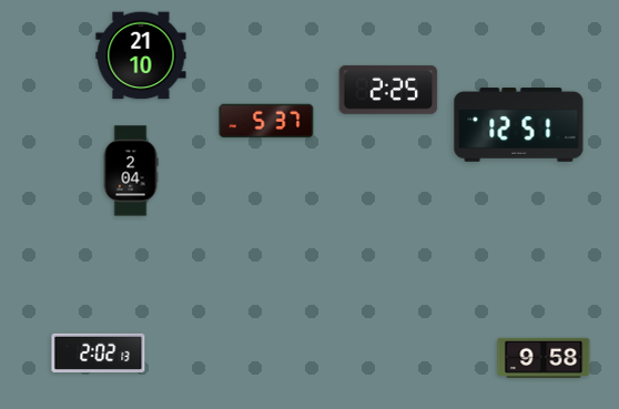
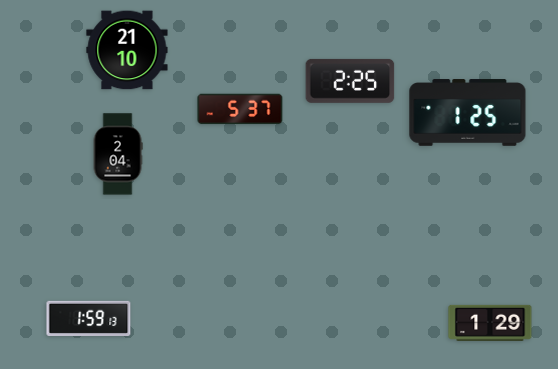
clock at (519, 125): 12:51 -> 1:25
clock at (99, 352): 2:02 -> 1:59
clock at (544, 358): 9:58 -> 1:29
